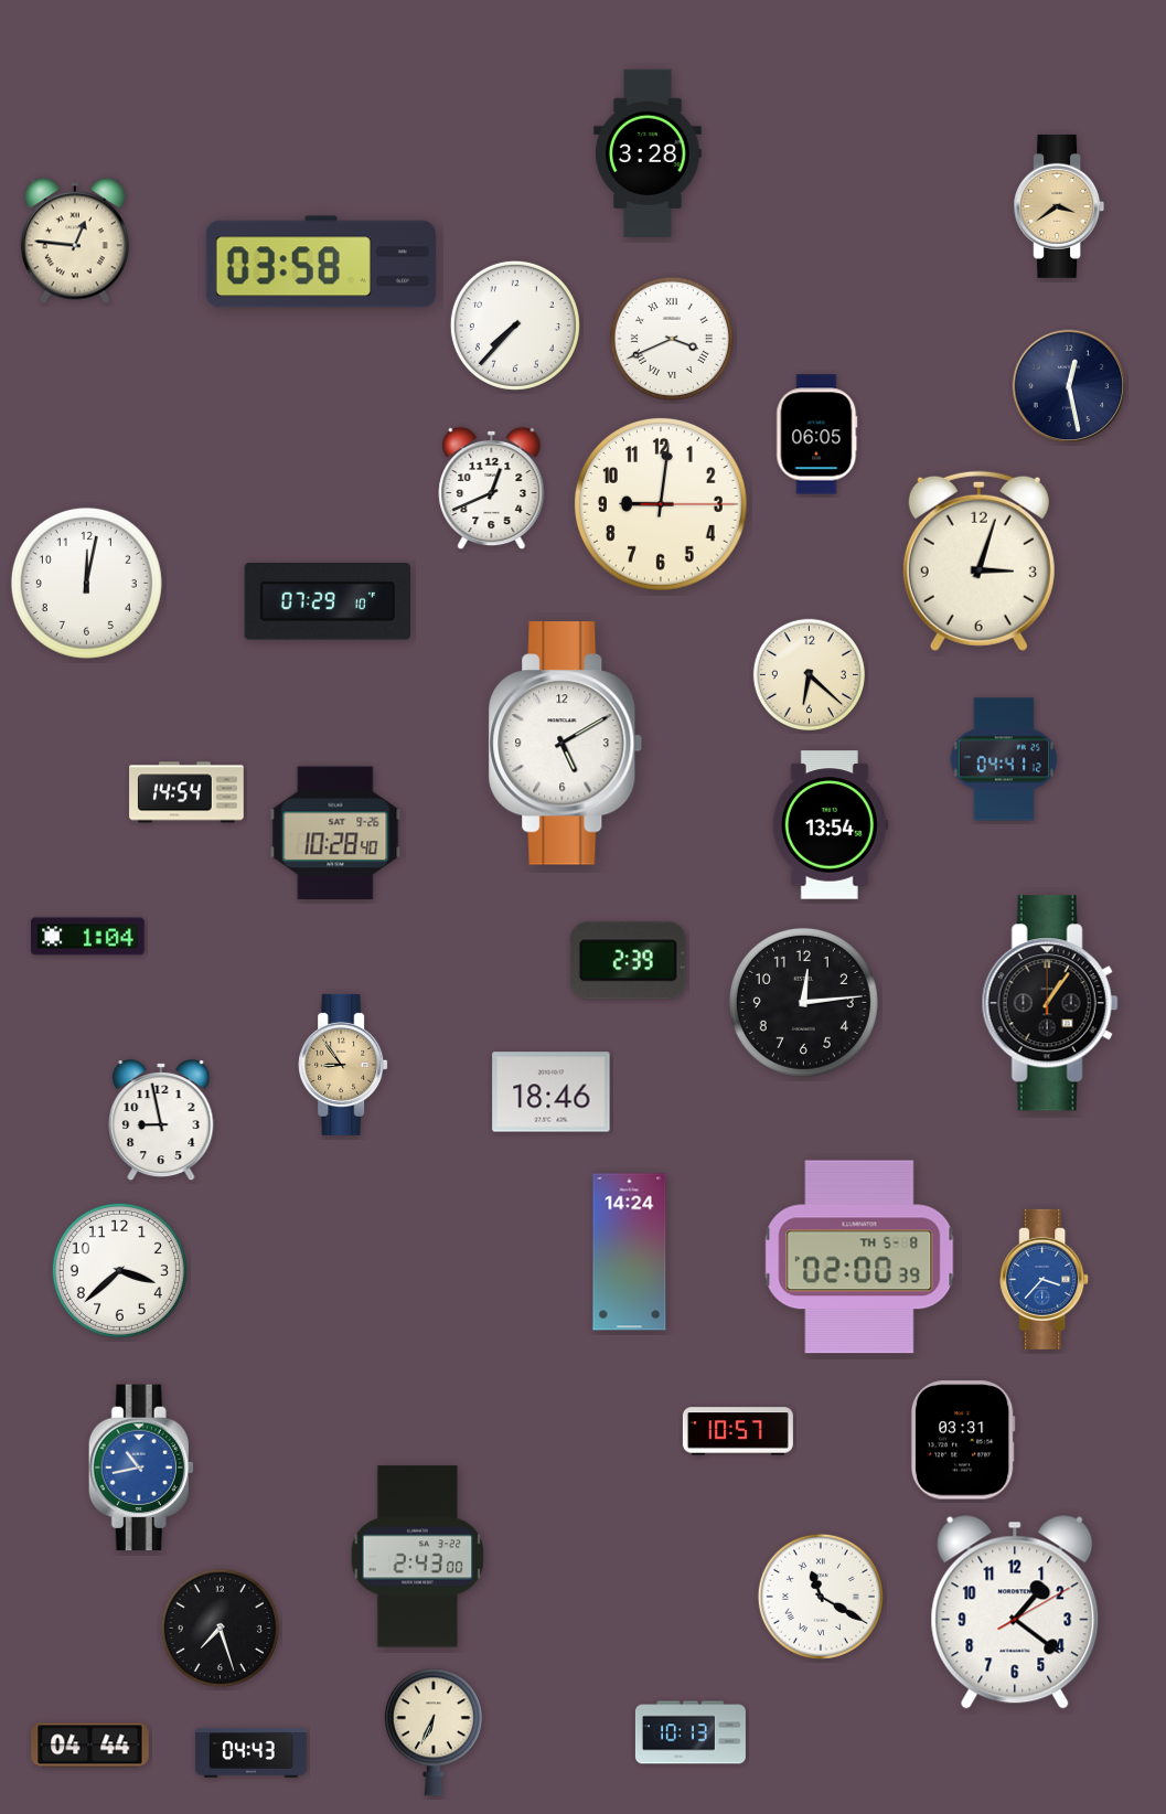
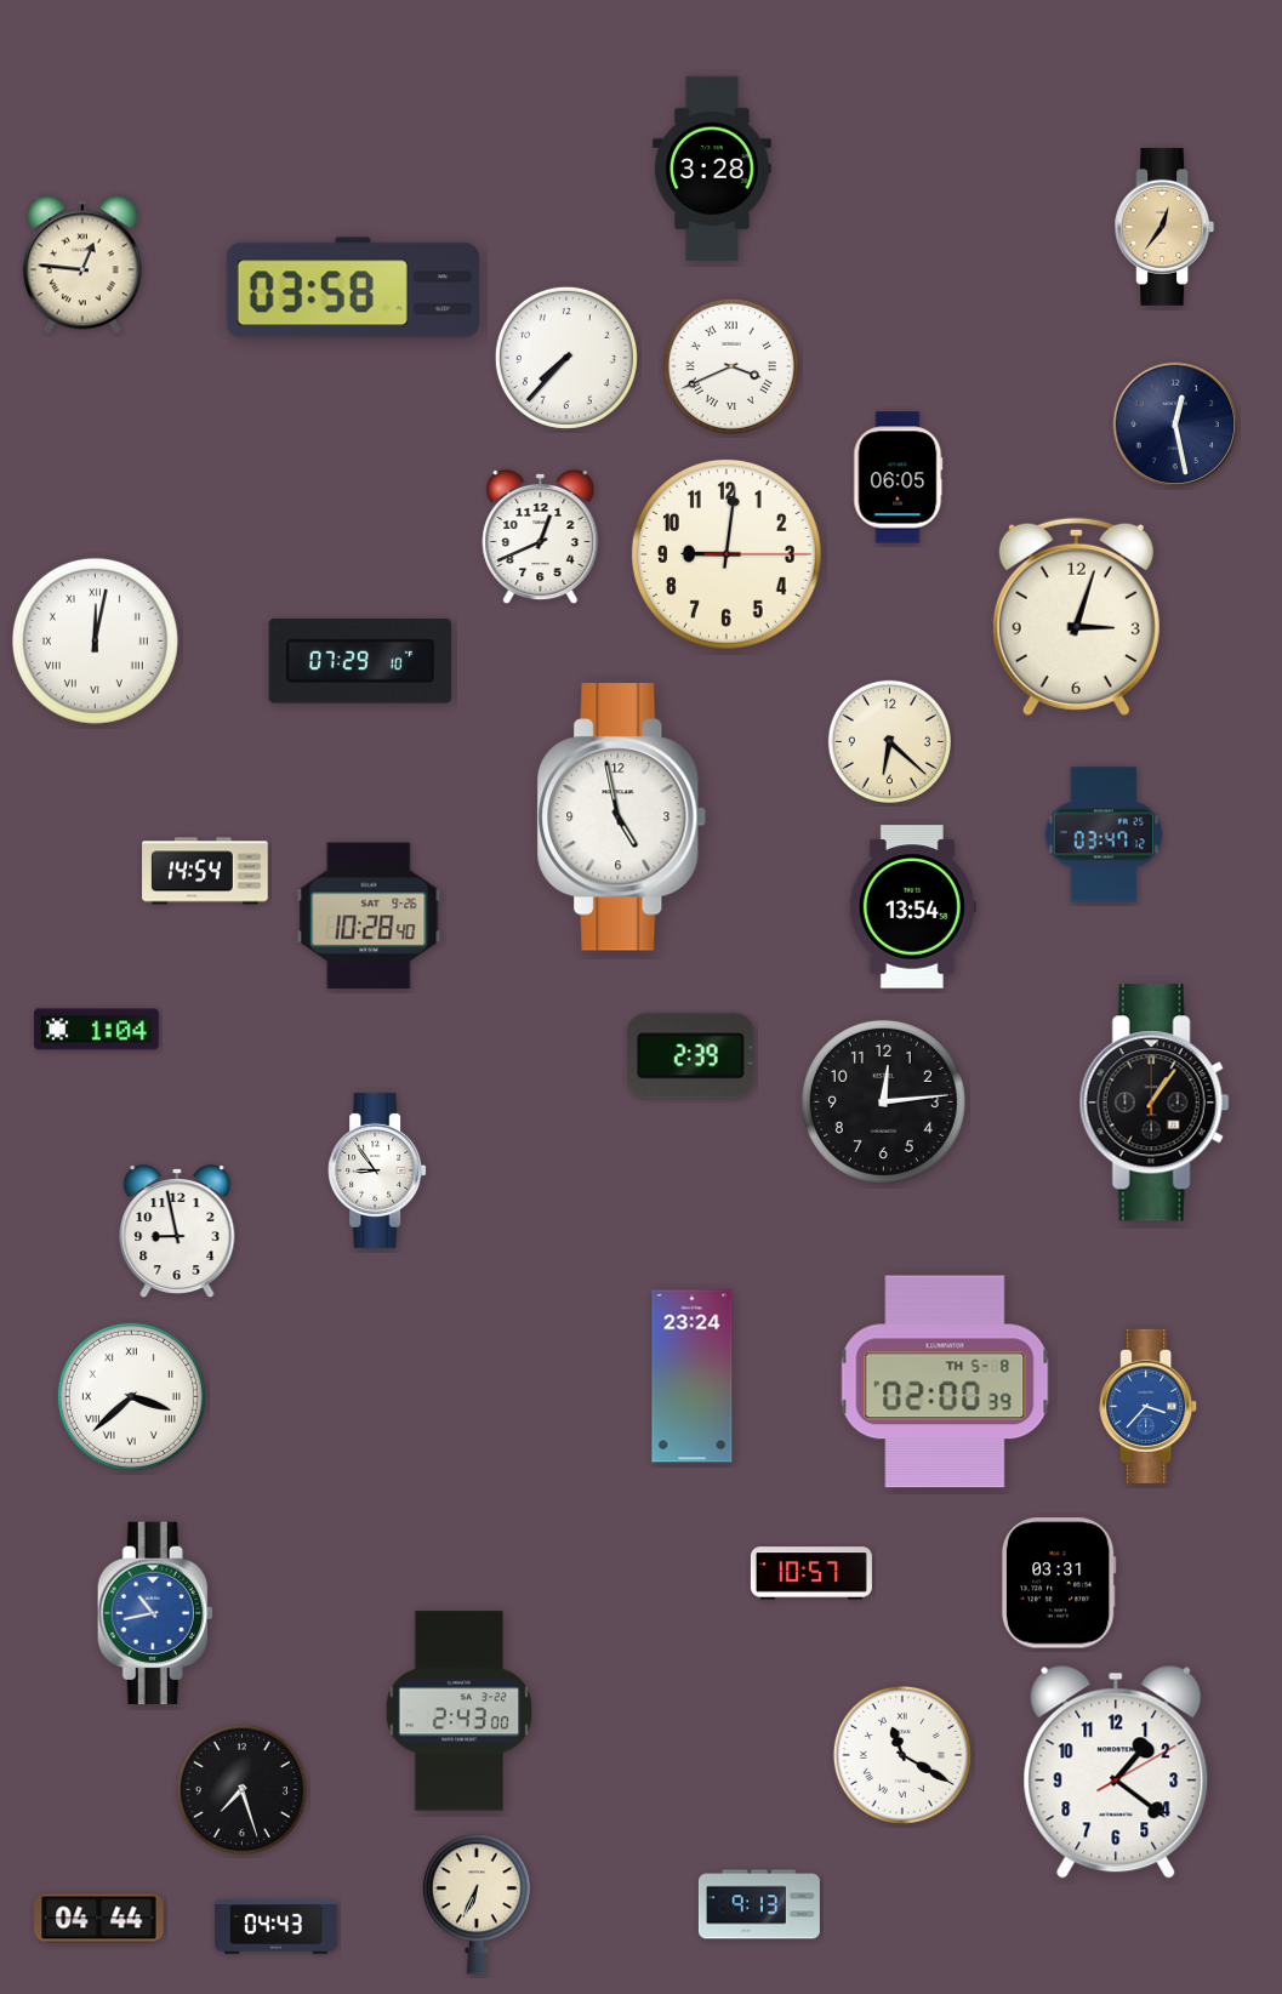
clock at (1059, 206): 3:39 -> 12:36
clock at (672, 339) position: (672, 339) -> (731, 366)
clock at (86, 583) numerals: Arabic -> Roman
clock at (566, 744): 5:10 -> 4:58
clock at (1004, 759): 04:41 -> 03:47
clock at (343, 1065) dial: champagne -> white
clock at (552, 1092): 18:46 -> none
clock at (630, 1252): 14:24 -> 23:24
clock at (119, 1270) numerals: Arabic -> Roman
clock at (691, 1732): 10:13 -> 9:13
